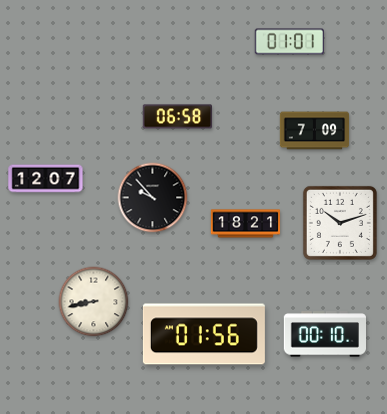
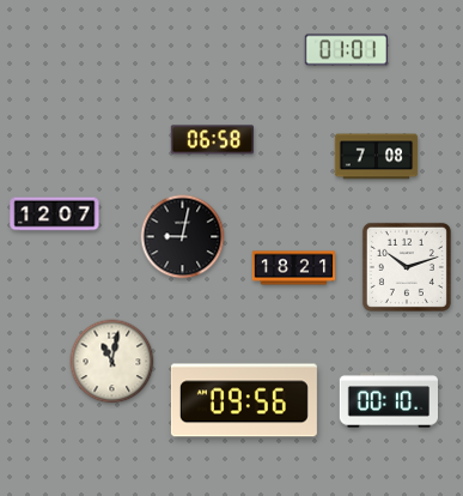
clock at (315, 131): 7:09 -> 7:08
clock at (153, 198): 9:53 -> 9:02
clock at (94, 302): 8:43 -> 11:02
clock at (204, 334): 01:56 -> 09:56
